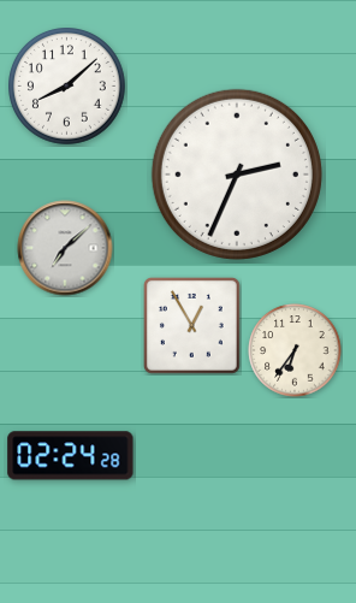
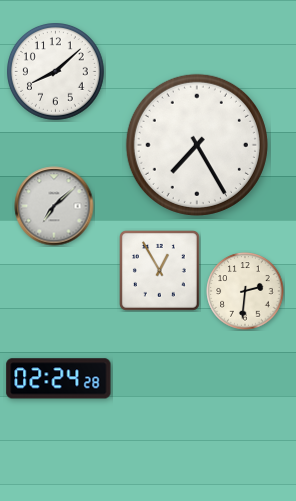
clock at (237, 175): 2:34 -> 7:25
clock at (295, 350): 6:36 -> 2:31
